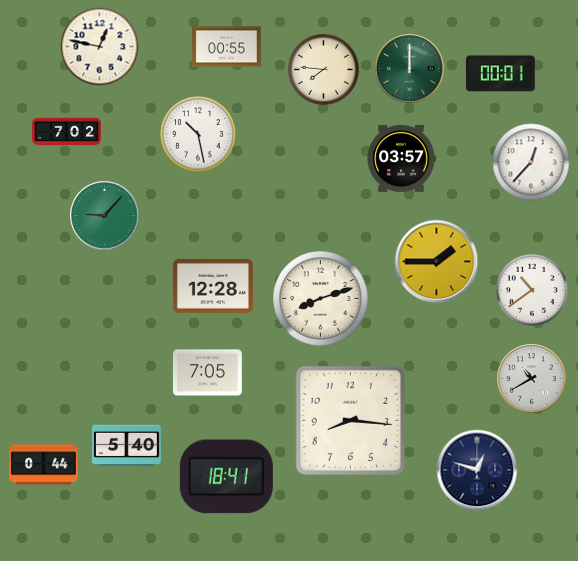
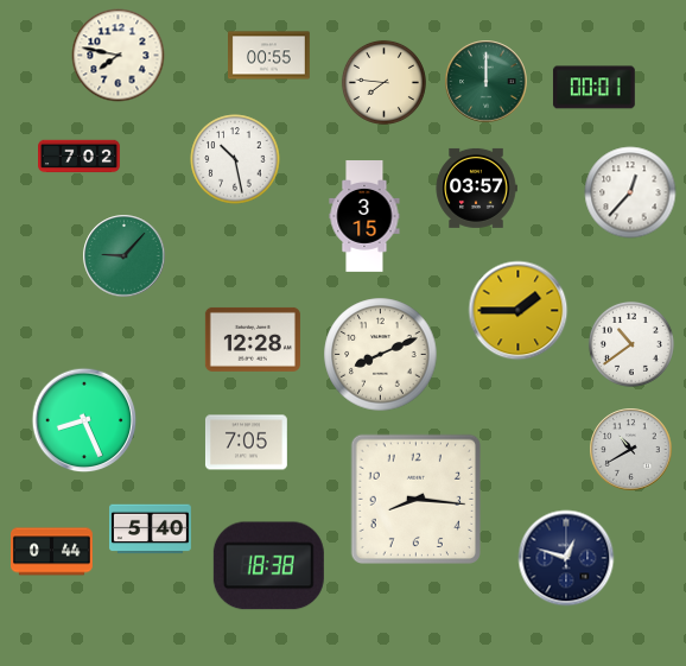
clock at (100, 47): 12:47 -> 7:47
clock at (364, 217): none -> 3:15
clock at (321, 299): 8:12 -> 8:11
clock at (84, 420): none -> 8:26
clock at (226, 477): 18:41 -> 18:38
